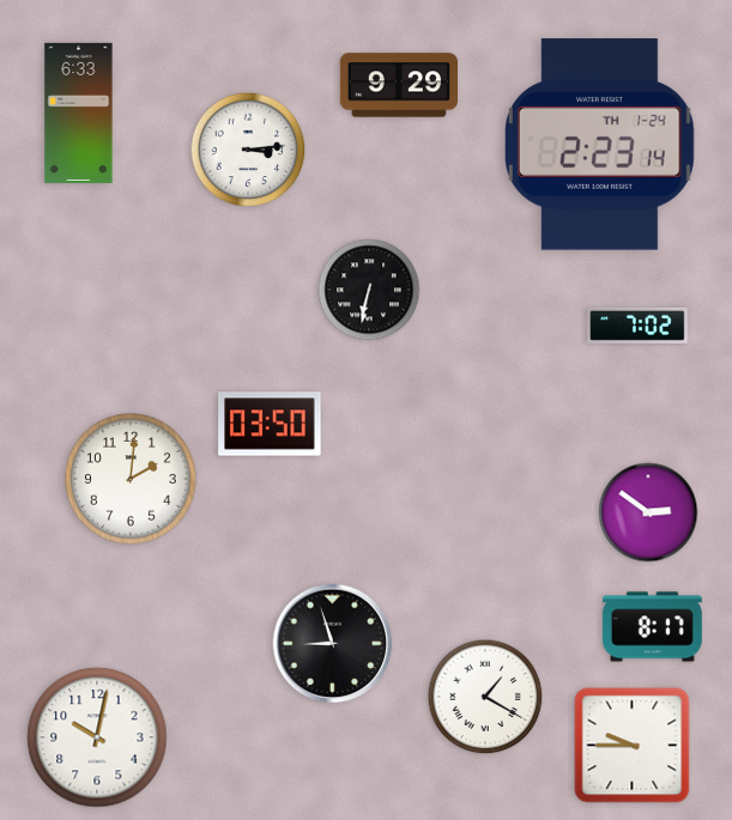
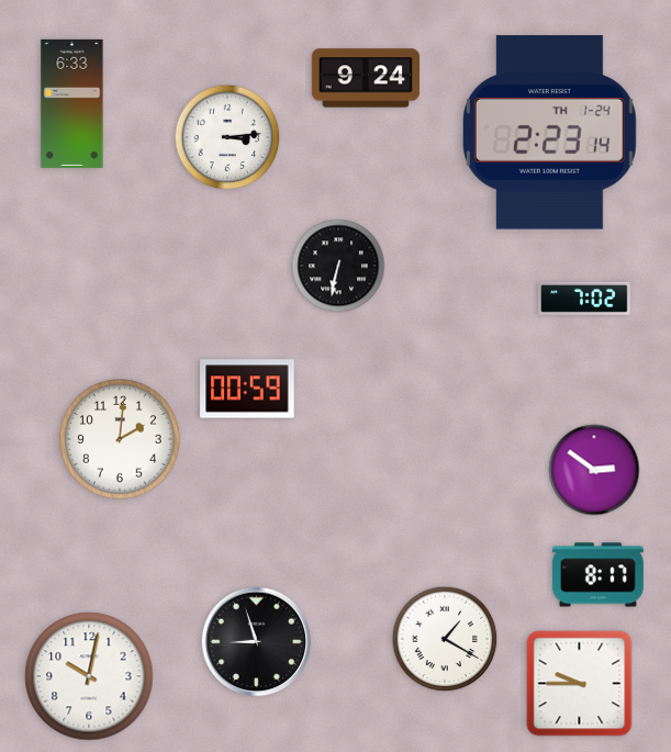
clock at (398, 85): 9:29 -> 9:24
clock at (270, 424): 03:50 -> 00:59
clock at (333, 644) position: (333, 644) -> (257, 642)
